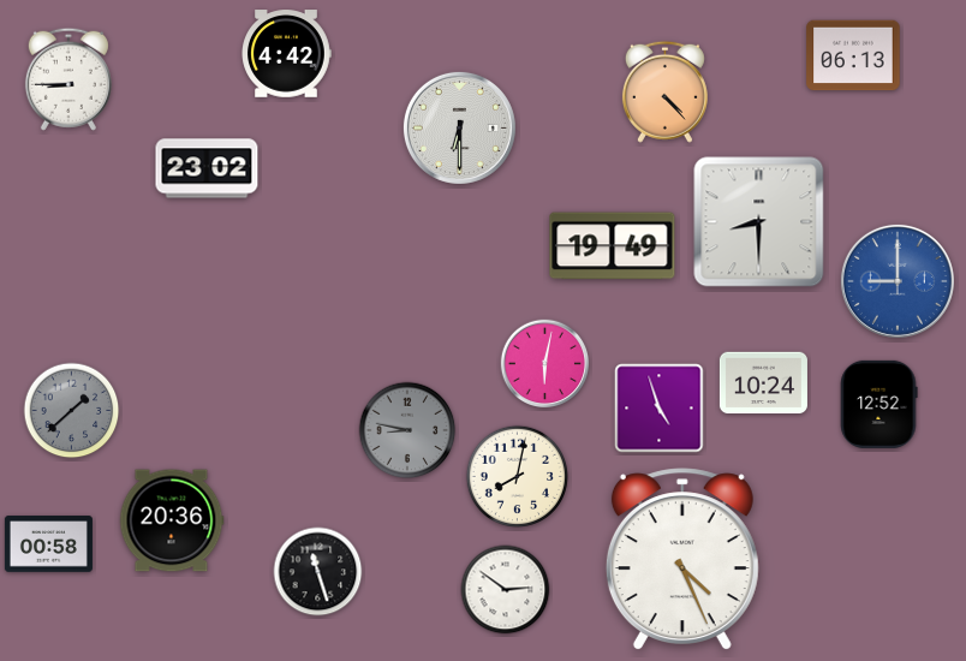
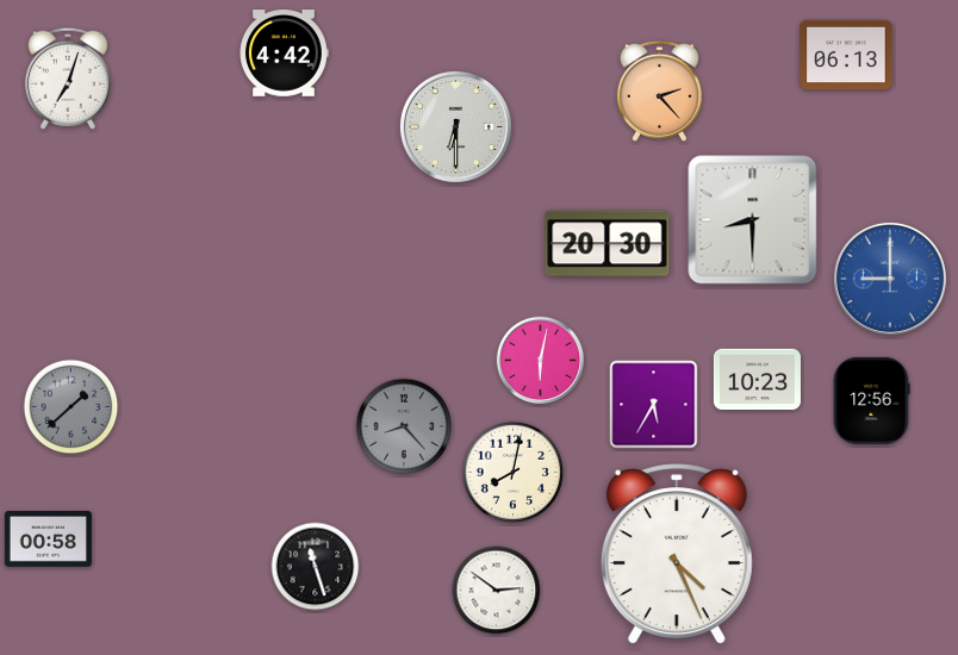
clock at (68, 79): 8:45 -> 7:03
clock at (664, 91): 4:23 -> 2:23
clock at (207, 168): 23:02 -> none
clock at (613, 246): 19:49 -> 20:30
clock at (763, 383): 10:24 -> 10:23
clock at (878, 404): 12:52 -> 12:56
clock at (660, 409): 4:57 -> 5:35
clock at (407, 430): 8:47 -> 8:23
clock at (172, 520): 20:36 -> none
clock at (506, 590) position: (506, 590) -> (497, 591)
